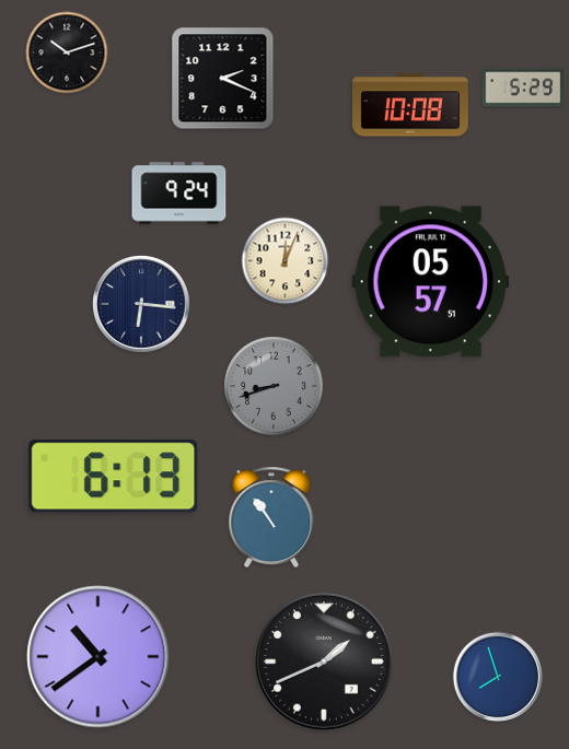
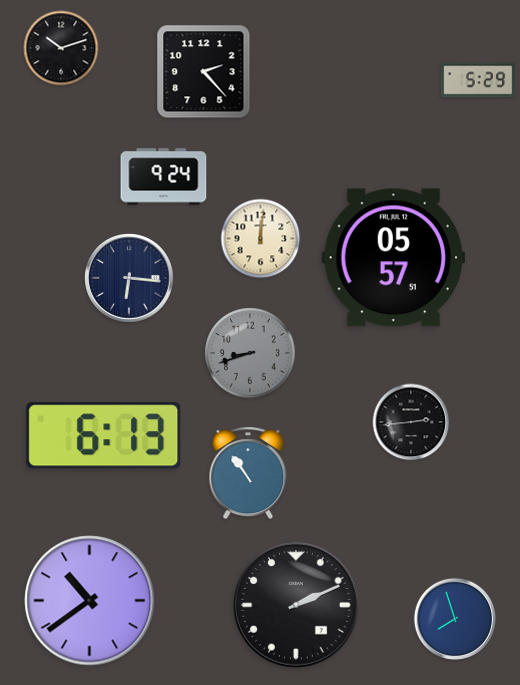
clock at (223, 79): 2:19 -> 2:23
clock at (411, 105): 10:08 -> none
clock at (286, 261): 12:04 -> 12:01
clock at (411, 422): none -> 2:44
clock at (324, 662): 1:41 -> 2:11
